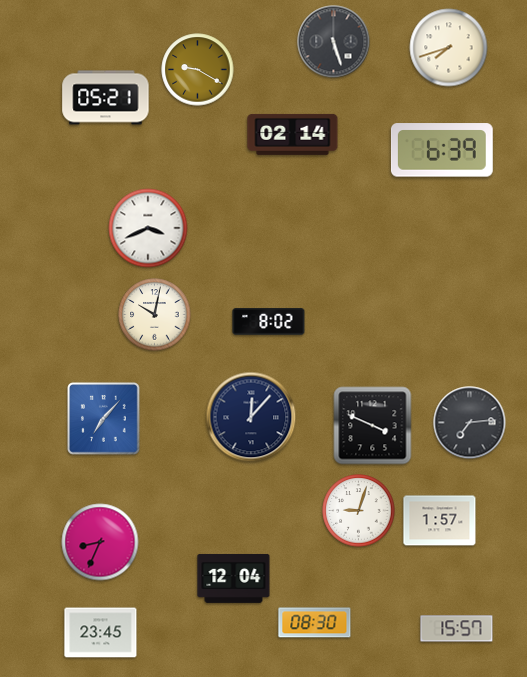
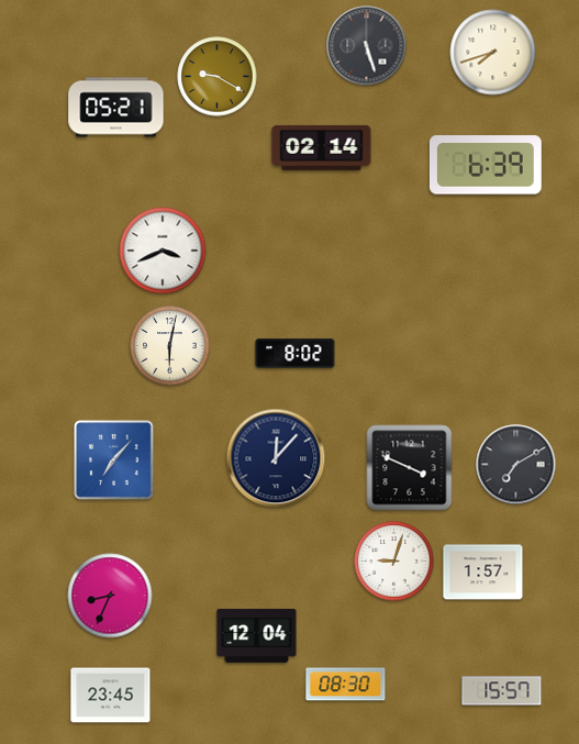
clock at (155, 315): 10:02 -> 6:02
clock at (470, 423): 7:14 -> 7:10
